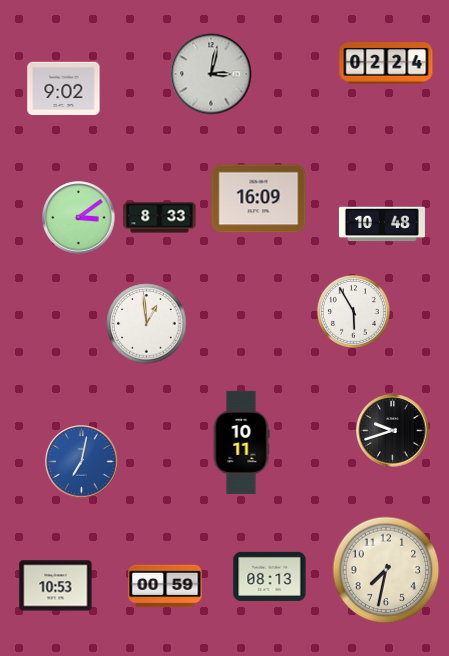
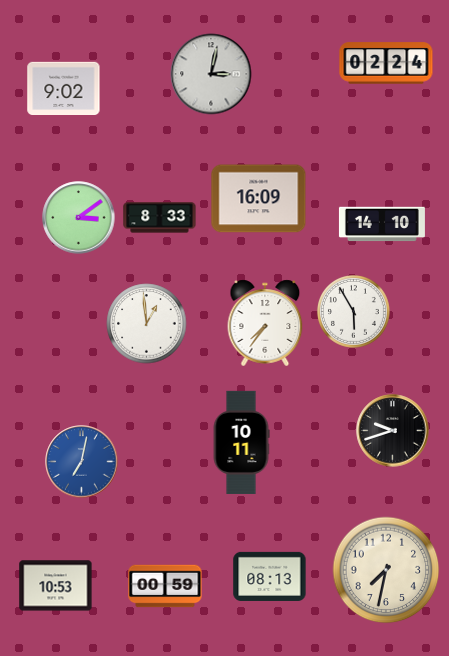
clock at (382, 224): 10:48 -> 14:10
clock at (265, 323): none -> 7:36
